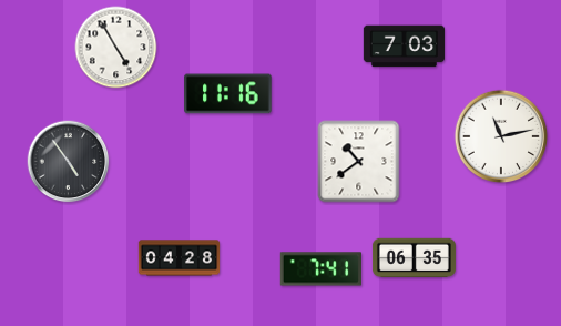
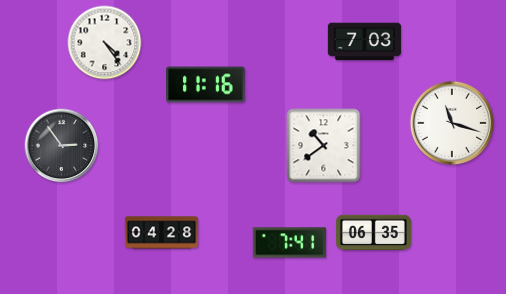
clock at (116, 48): 4:55 -> 4:24
clock at (501, 136): 11:13 -> 11:18
clock at (69, 162): 4:54 -> 2:54
